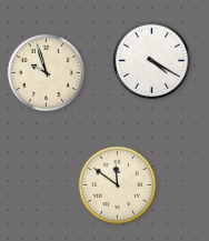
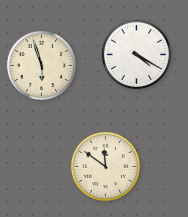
clock at (46, 72): 9:57 -> 5:57
